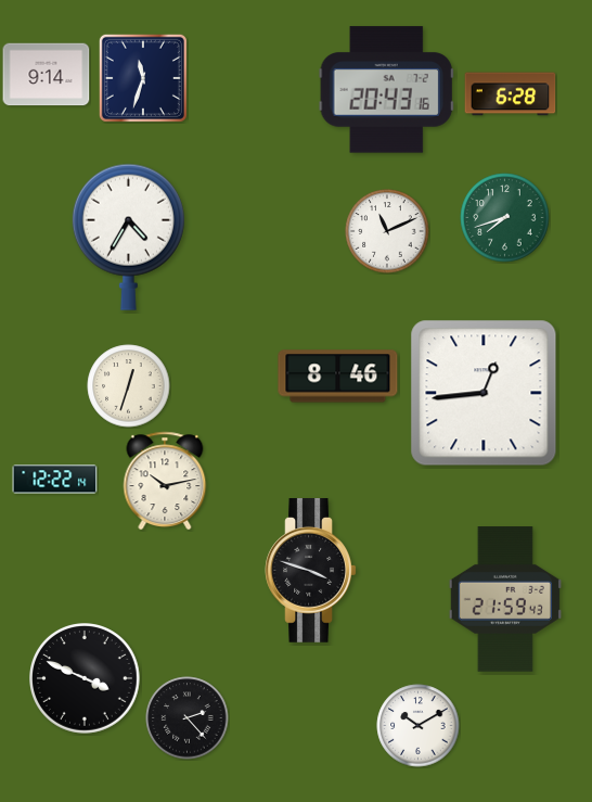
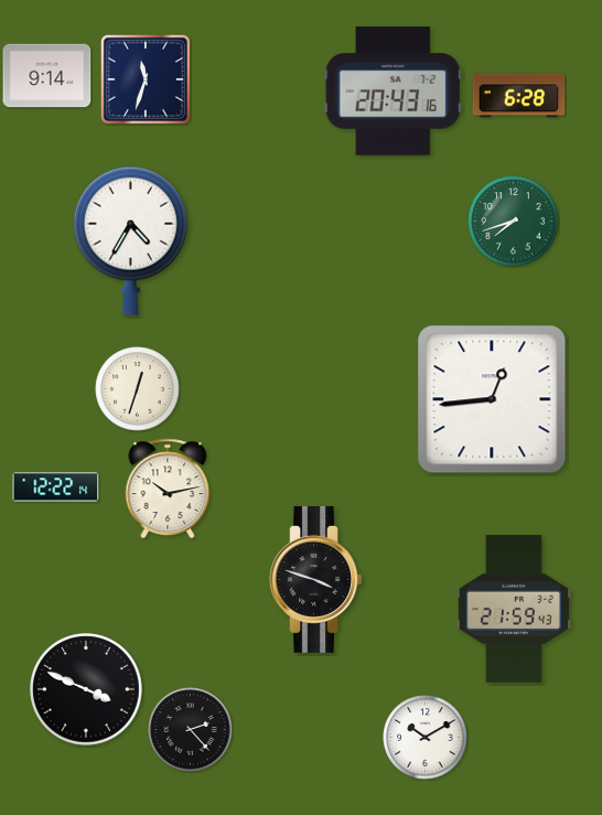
clock at (387, 231): 11:11 -> none
clock at (338, 377): 8:46 -> none
clock at (129, 386) position: (129, 386) -> (138, 389)
